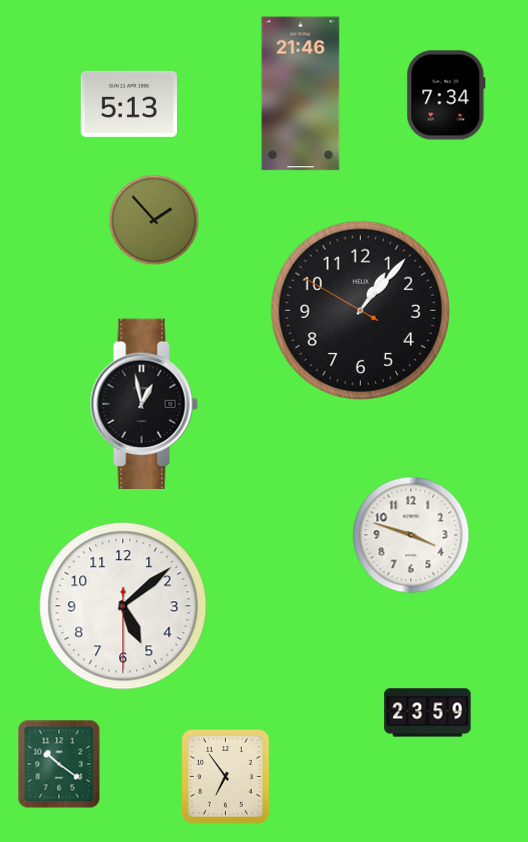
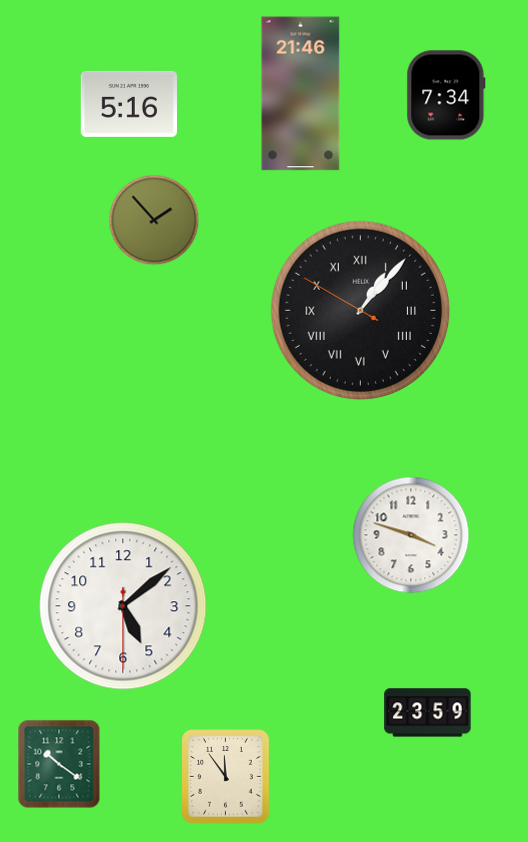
clock at (128, 104): 5:13 -> 5:16
clock at (360, 310) numerals: Arabic -> Roman
clock at (144, 403): 12:58 -> none
clock at (226, 777): 6:54 -> 11:54
